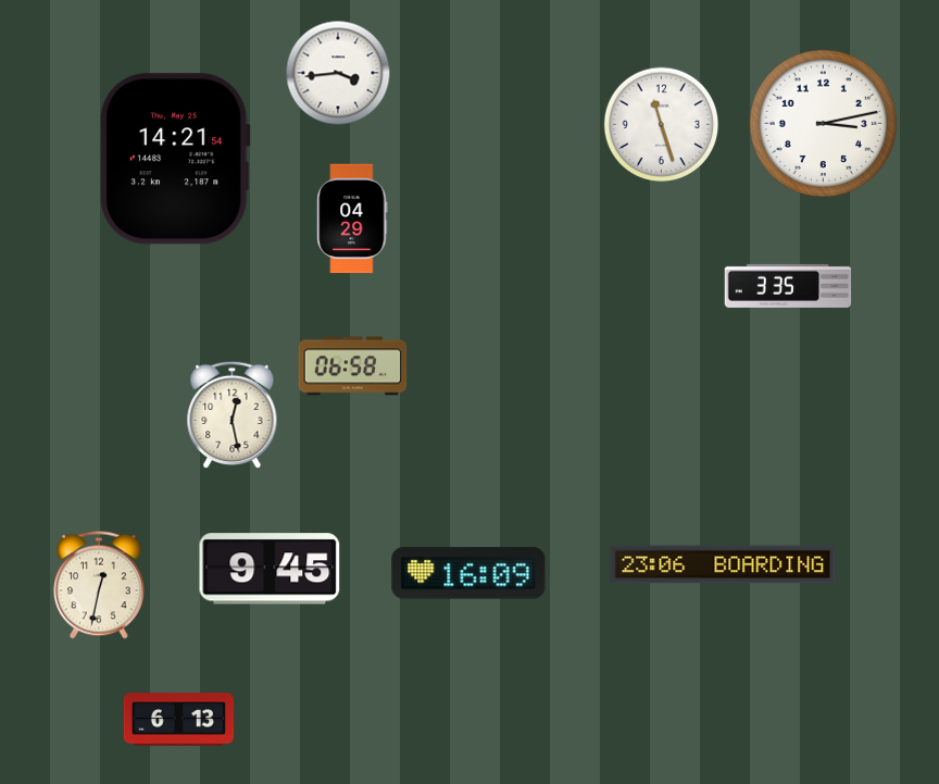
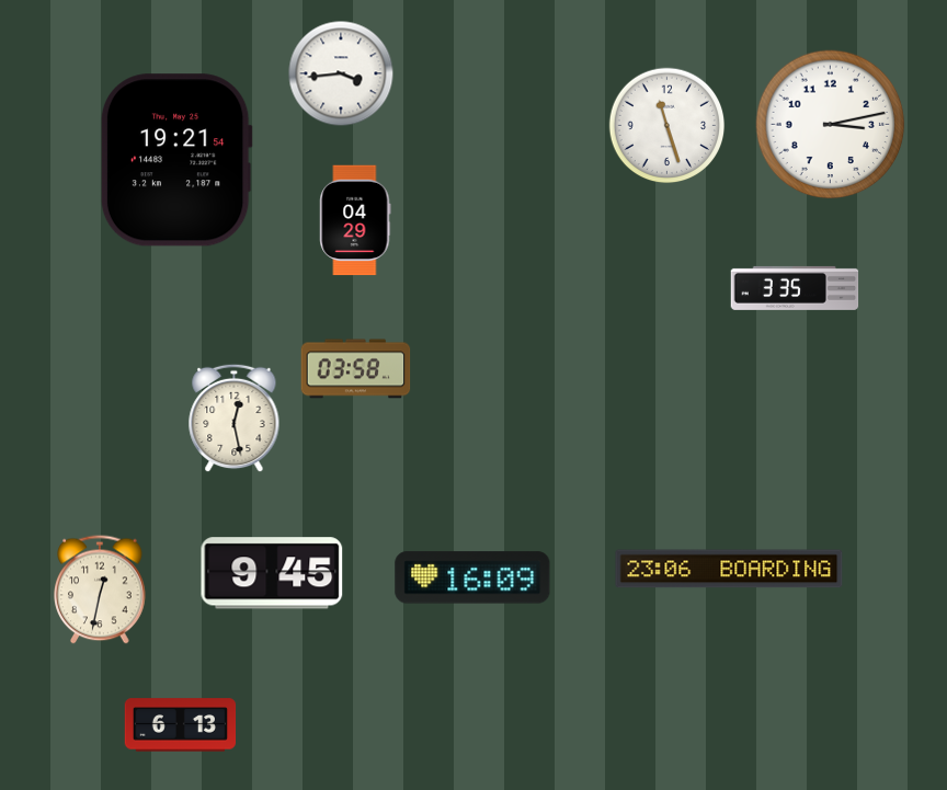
clock at (175, 159): 14:21 -> 19:21
clock at (353, 366): 06:58 -> 03:58
